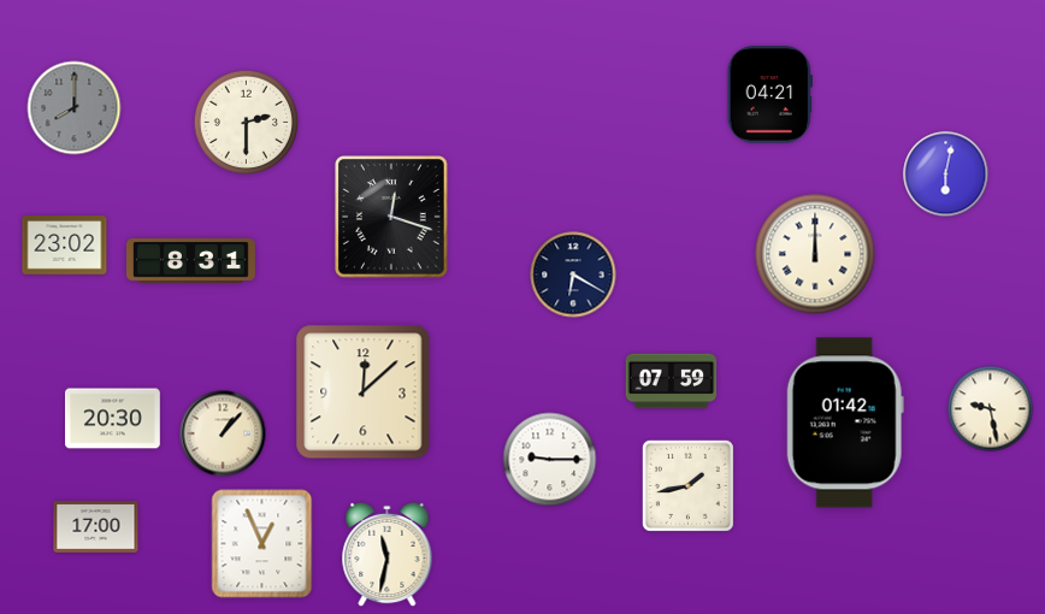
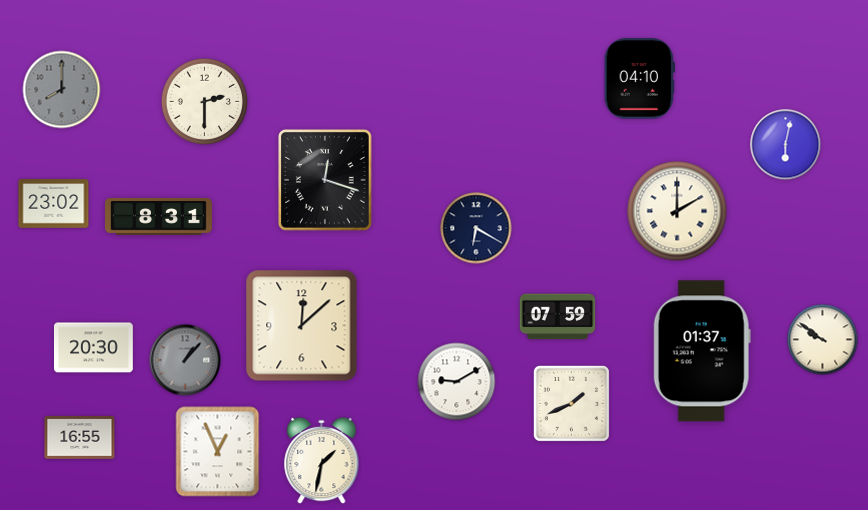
clock at (769, 95): 04:21 -> 04:10
clock at (815, 254): 12:00 -> 2:00
clock at (991, 409): 9:28 -> 9:51
clock at (845, 423): 01:42 -> 01:37
clock at (223, 433) dial: cream -> grey
clock at (550, 460): 9:15 -> 9:10
clock at (687, 485): 1:43 -> 1:41
clock at (96, 527): 17:00 -> 16:55
clock at (388, 555): 11:32 -> 1:32
